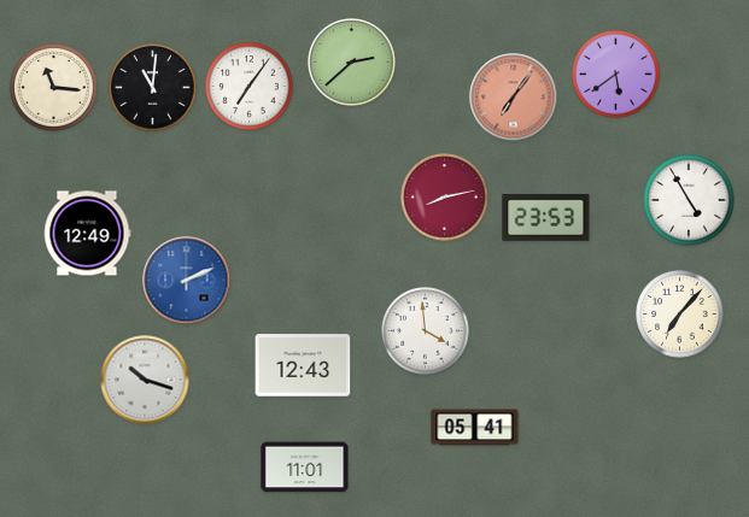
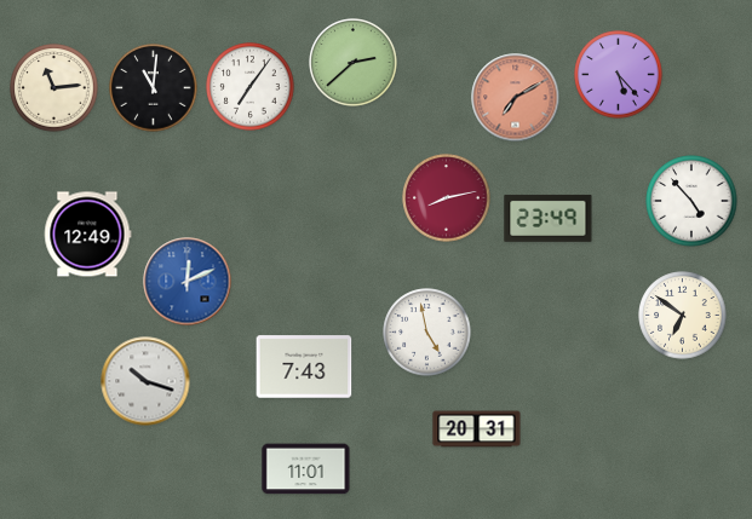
clock at (616, 75): 5:39 -> 5:23
clock at (54, 88): 11:16 -> 11:14
clock at (514, 98): 7:06 -> 7:10
clock at (689, 200): 4:55 -> 4:53
clock at (546, 217): 23:53 -> 23:49
clock at (187, 281): 2:11 -> 12:11
clock at (680, 315): 7:07 -> 6:51
clock at (426, 331): 3:59 -> 4:58
clock at (303, 365): 12:43 -> 7:43
clock at (475, 428): 05:41 -> 20:31
